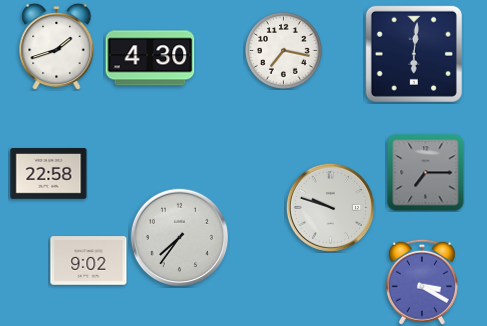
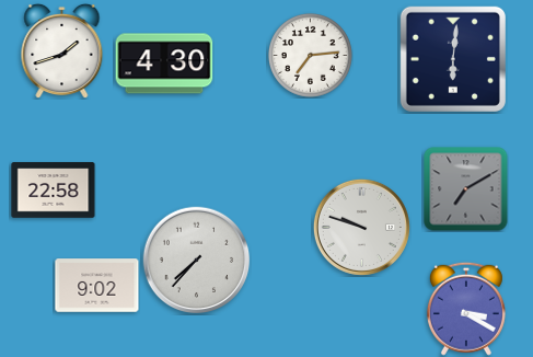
clock at (283, 50): 7:17 -> 7:14
clock at (426, 173): 7:15 -> 7:10
clock at (180, 238): 7:36 -> 7:37
clock at (422, 282) position: (422, 282) -> (466, 309)
